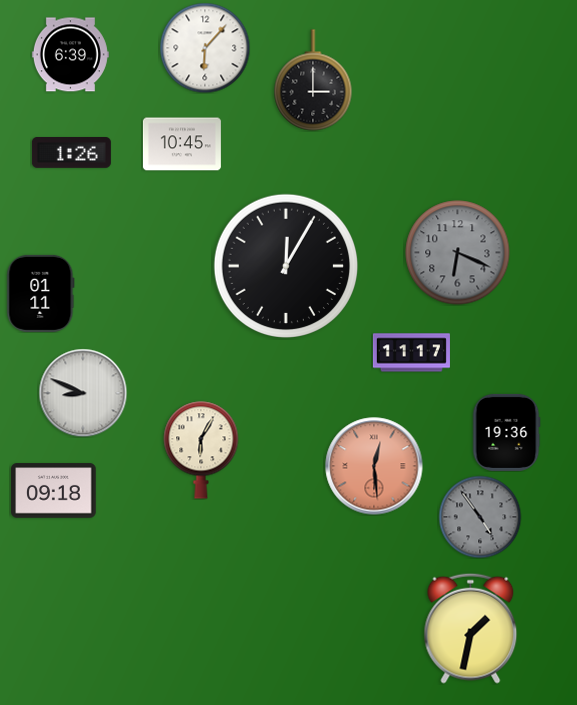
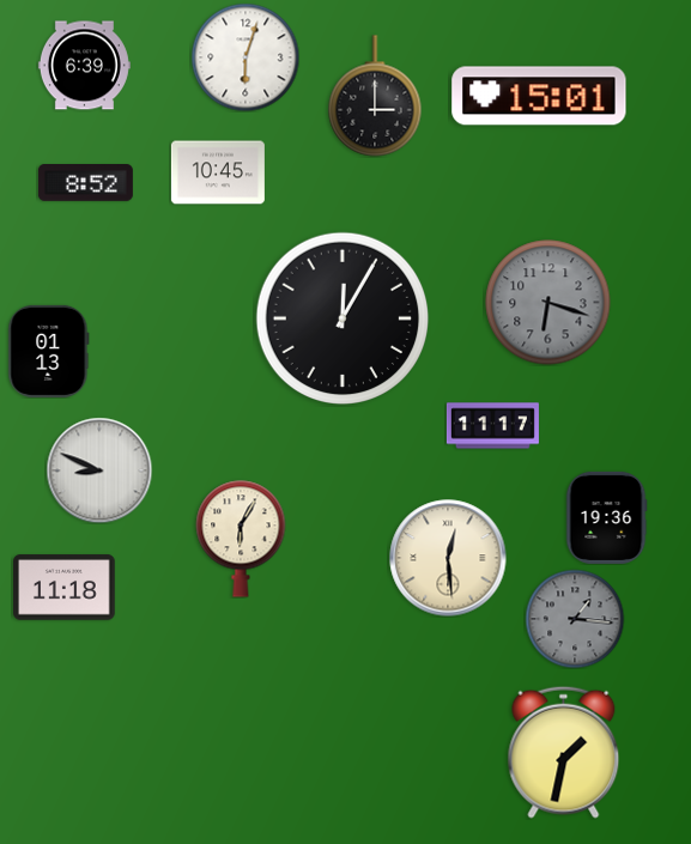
clock at (205, 48): 6:07 -> 6:03
clock at (539, 96): none -> 15:01
clock at (71, 153): 1:26 -> 8:52
clock at (458, 253): 6:19 -> 6:18
clock at (41, 293): 01:11 -> 01:13
clock at (411, 353) position: (411, 353) -> (492, 426)
clock at (374, 466) dial: salmon -> cream
clock at (54, 491): 09:18 -> 11:18
clock at (480, 517): 4:54 -> 1:16
